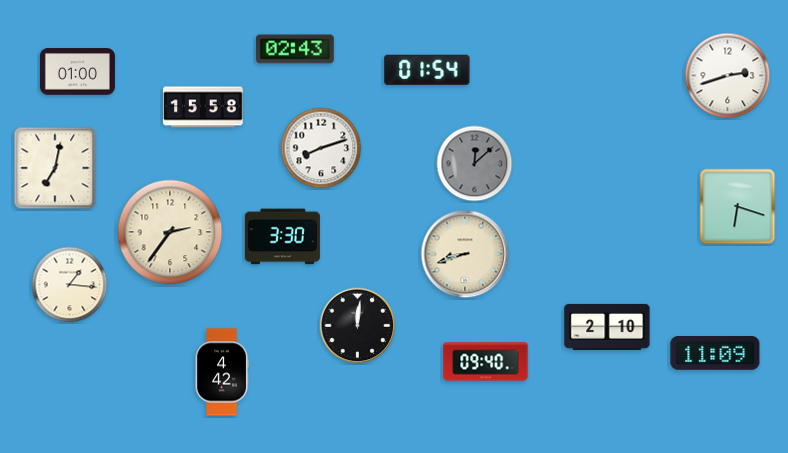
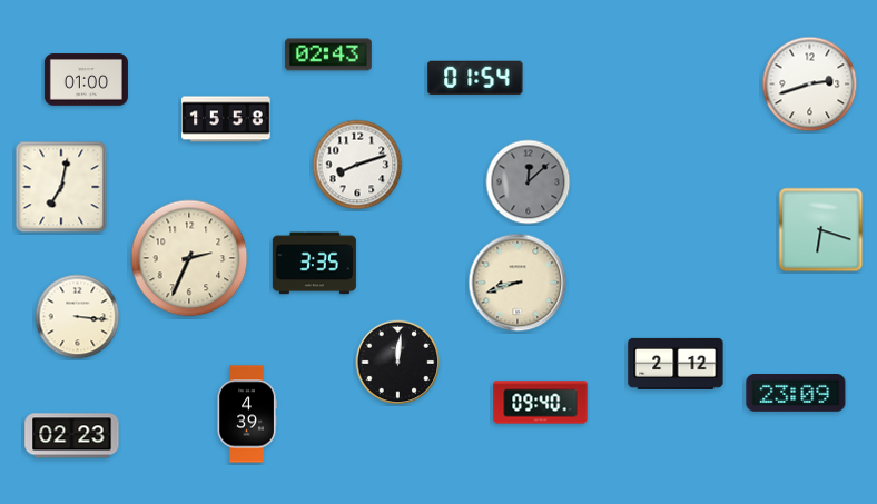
clock at (170, 232): 2:36 -> 2:34
clock at (282, 237): 3:30 -> 3:35
clock at (70, 285): 1:16 -> 3:16
clock at (607, 327): 2:10 -> 2:12
clock at (715, 354): 11:09 -> 23:09
clock at (222, 372): 4:42 -> 4:39
clock at (72, 436): none -> 02:23
